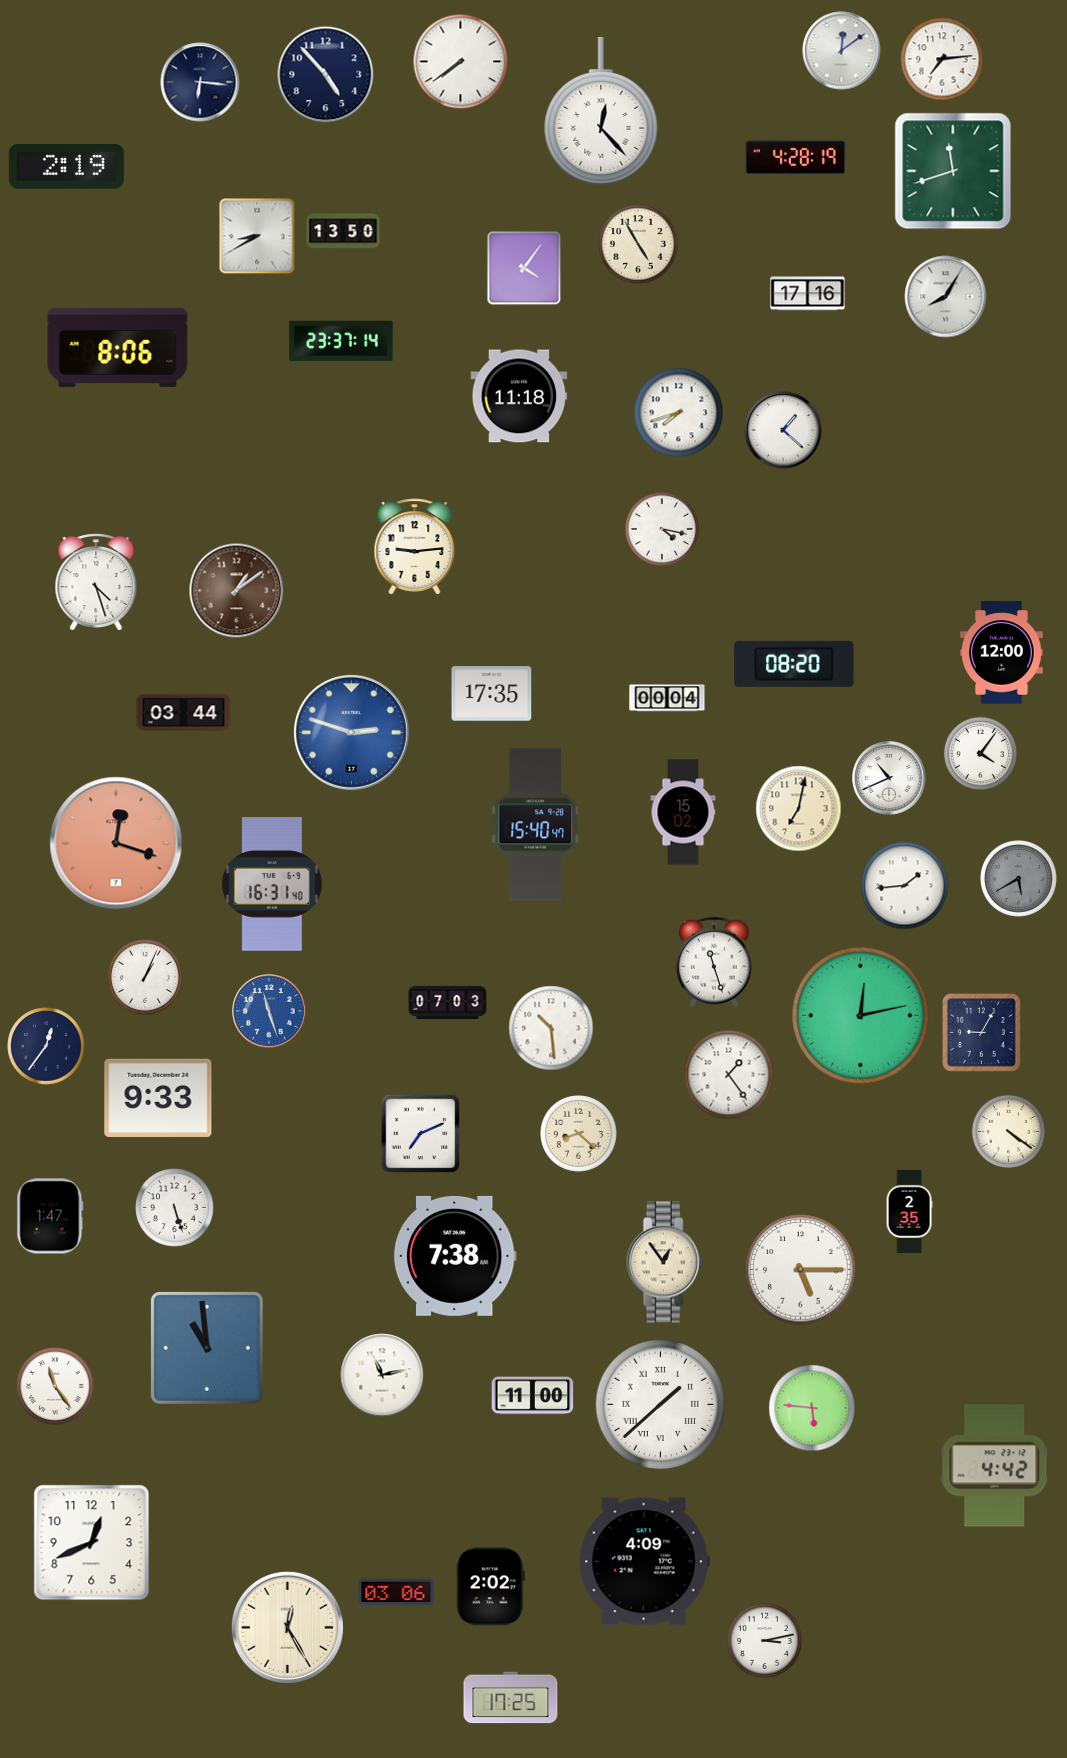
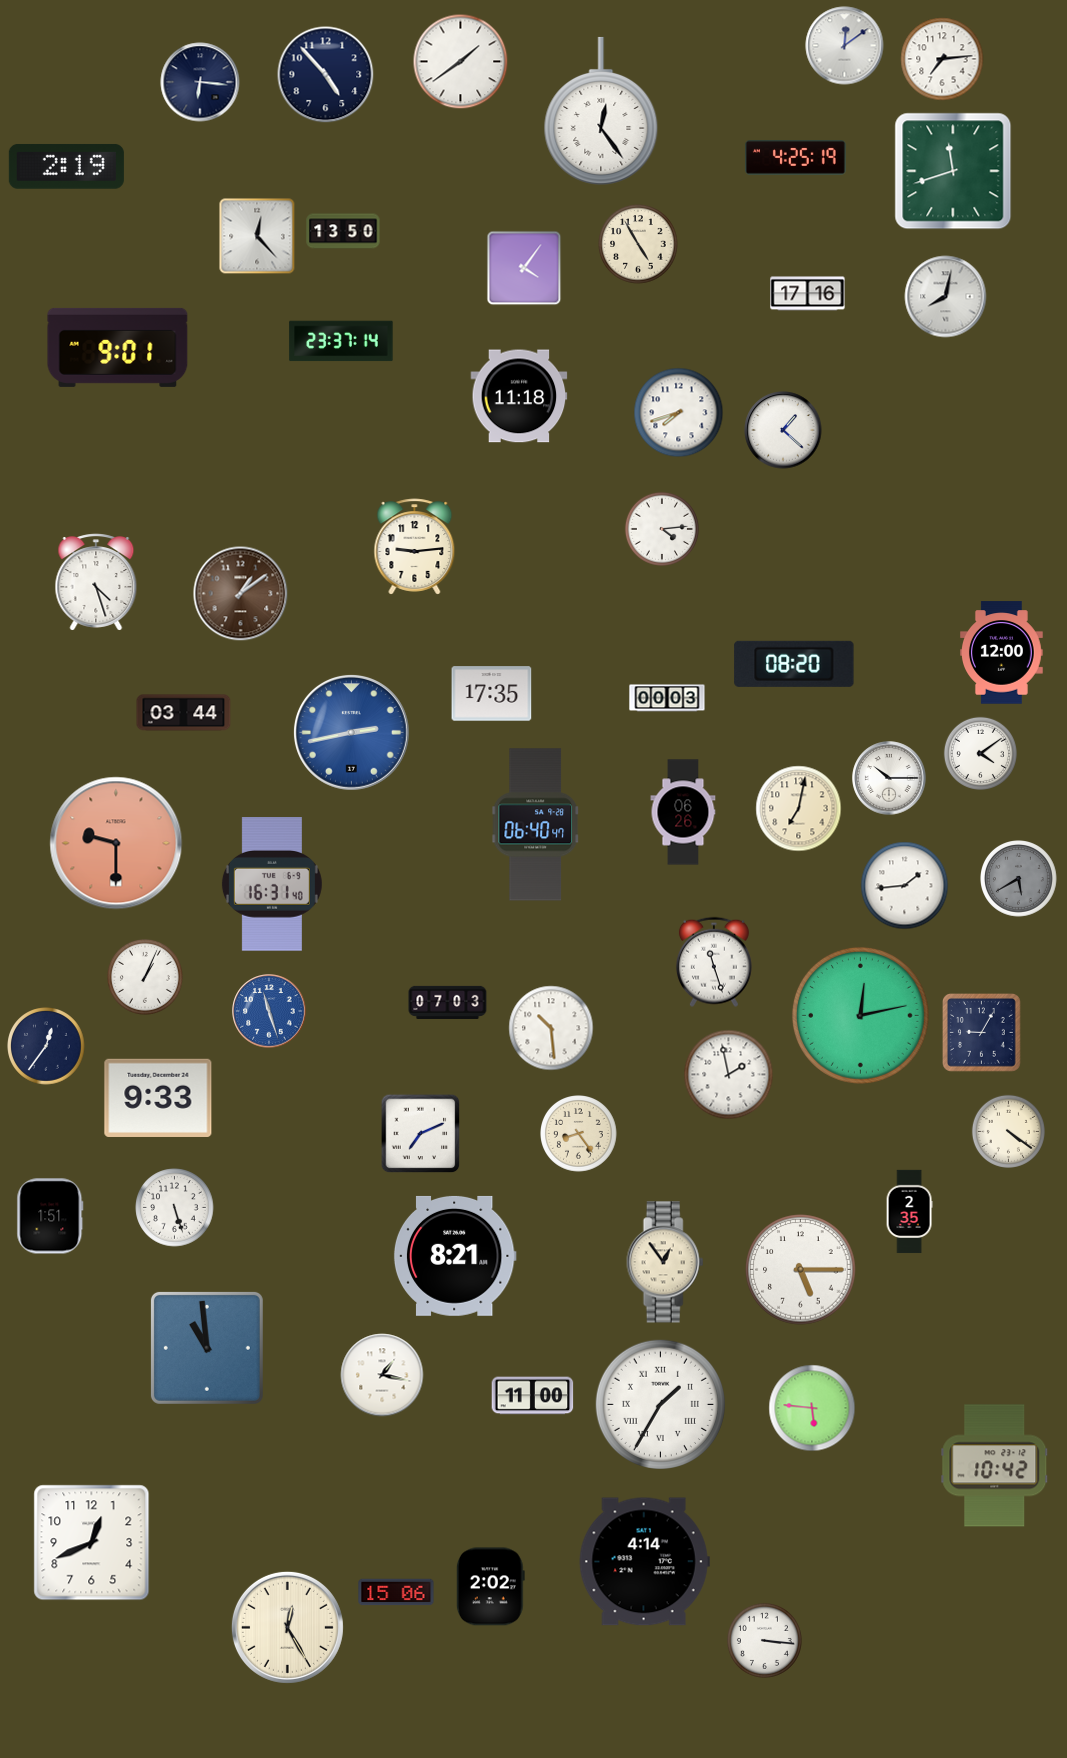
clock at (842, 51) position: (842, 51) -> (845, 46)
clock at (461, 62): 7:39 -> 1:39
clock at (601, 111): 12:23 -> 12:24
clock at (795, 158): 4:28 -> 4:25
clock at (257, 236): 8:40 -> 12:23
clock at (946, 297): 8:05 -> 8:02
clock at (118, 347): 8:06 -> 9:01
clock at (662, 529): 4:17 -> 4:14
clock at (237, 591) position: (237, 591) -> (241, 594)
clock at (667, 698): 00:04 -> 00:03
clock at (351, 732): 2:48 -> 2:43
clock at (980, 753): 4:06 -> 4:09
clock at (889, 778): 10:41 -> 10:15
clock at (683, 812): 15:02 -> 06:26
clock at (535, 825): 15:40 -> 06:40
clock at (116, 843): 12:18 -> 9:30
clock at (729, 1075): 1:24 -> 1:58
clock at (579, 1134): 8:22 -> 8:24
clock at (50, 1216): 1:47 -> 1:51
clock at (455, 1256): 7:38 -> 8:21
clock at (382, 1375): 11:13 -> 1:17
clock at (55, 1386): 11:24 -> none
clock at (660, 1404): 1:38 -> 1:35
clock at (995, 1466): 4:42 -> 10:42
clock at (644, 1562): 4:09 -> 4:14
clock at (396, 1592): 03:06 -> 15:06
clock at (764, 1640): 3:13 -> 3:16
clock at (511, 1698): 17:25 -> none
